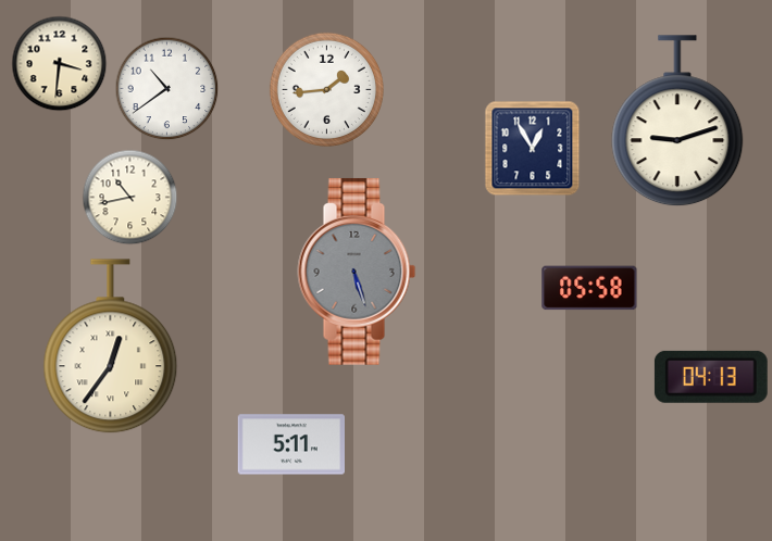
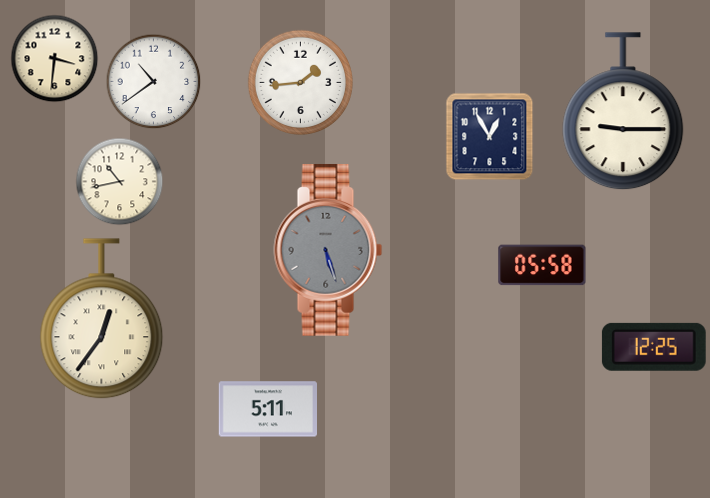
clock at (677, 122): 9:12 -> 9:15
clock at (711, 377): 04:13 -> 12:25
